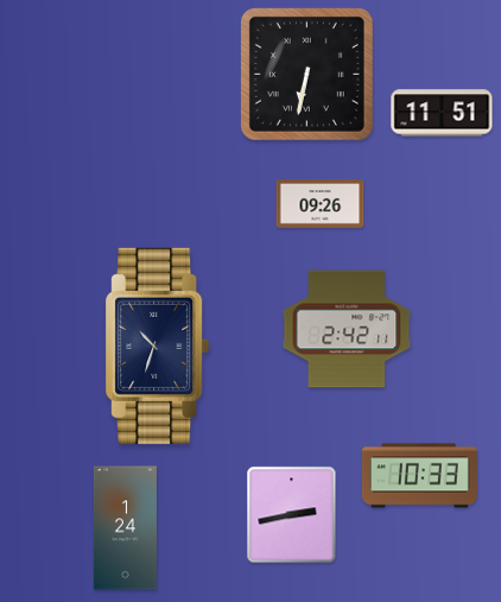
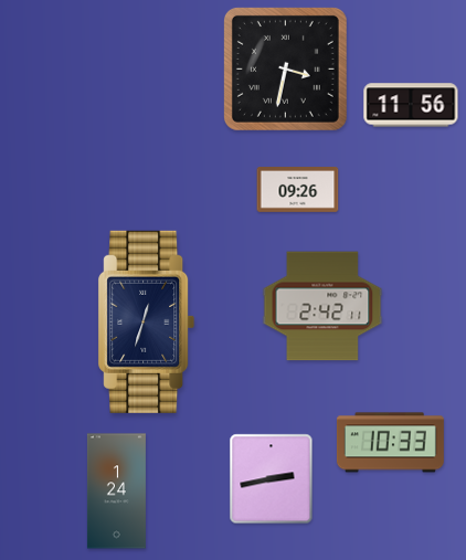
clock at (306, 74): 6:32 -> 3:32
clock at (442, 113): 11:51 -> 11:56
clock at (158, 346): 10:33 -> 12:33
